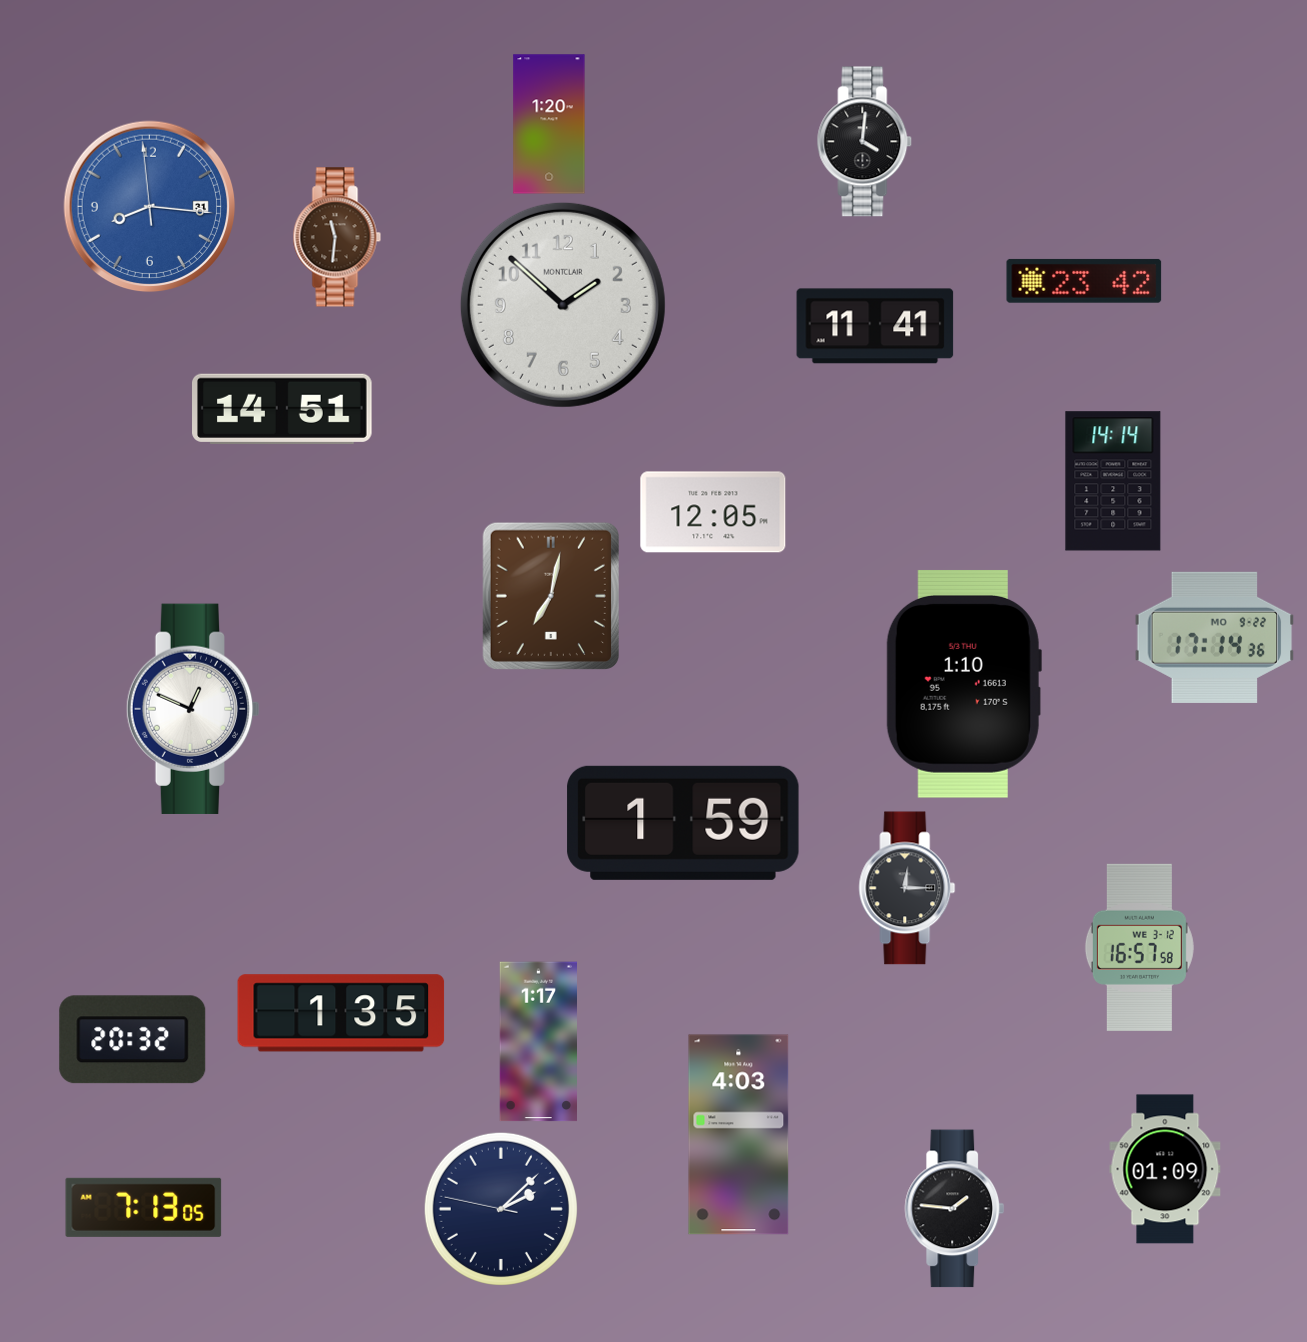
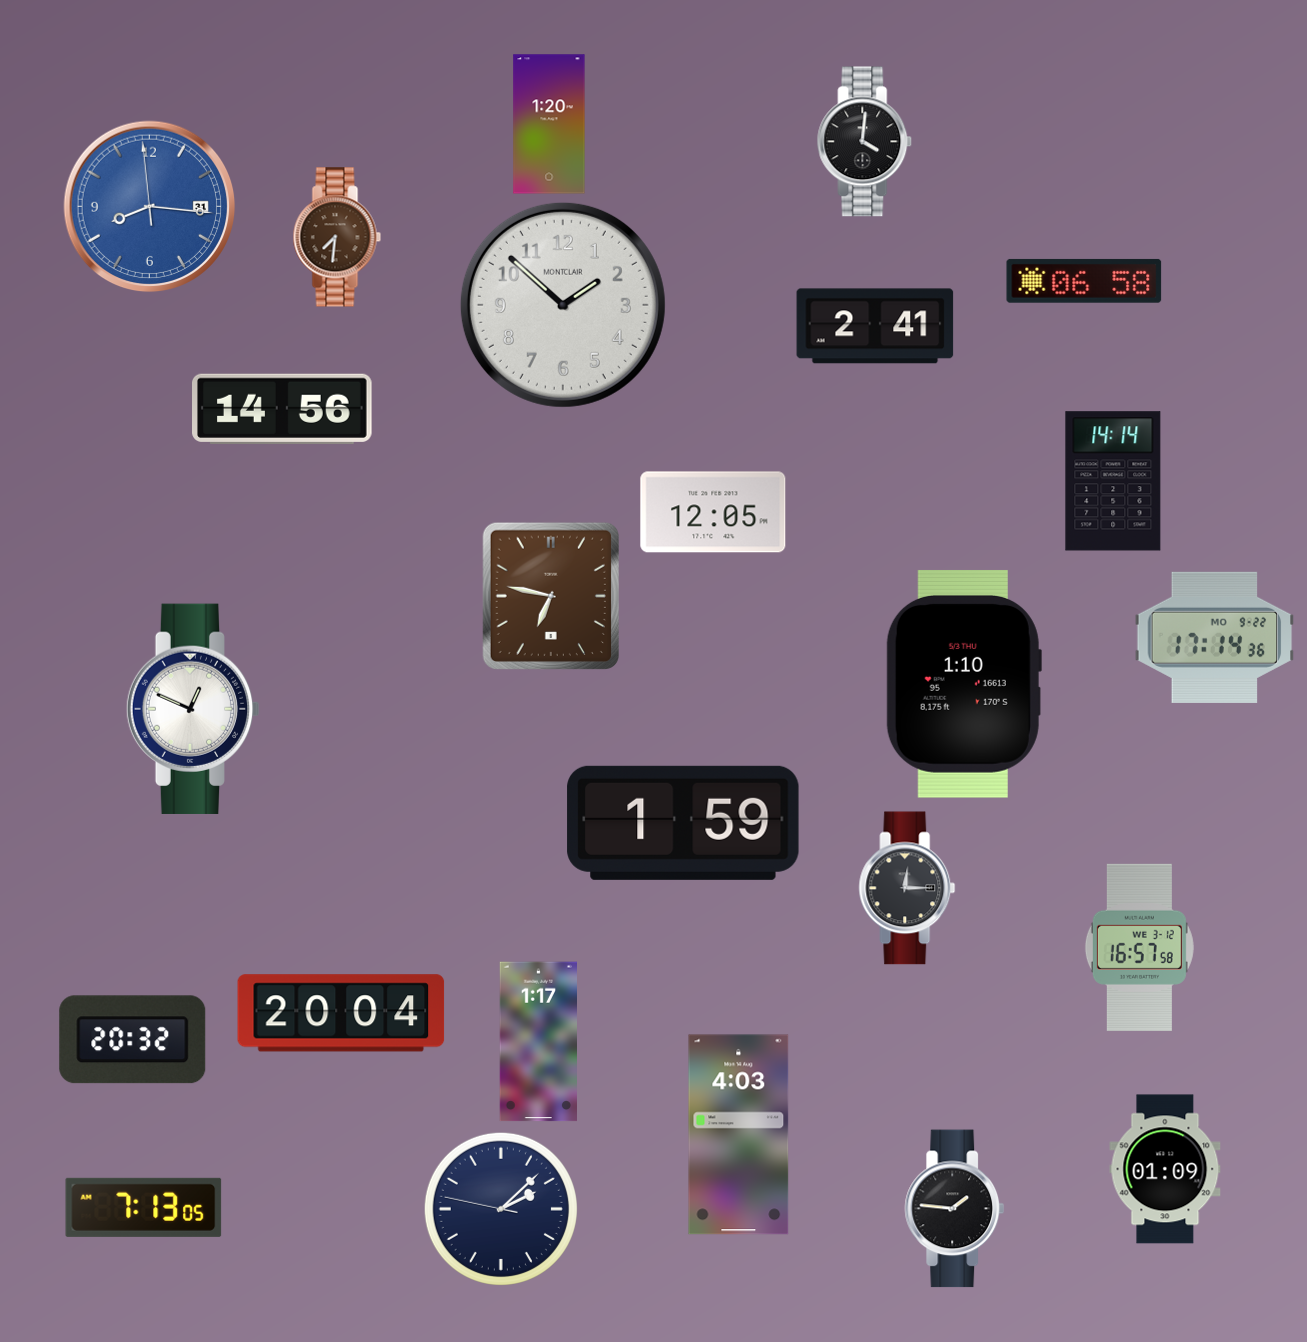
clock at (337, 237): 11:31 -> 7:31
clock at (1084, 281): 23:42 -> 06:58
clock at (875, 326): 11:41 -> 2:41
clock at (282, 409): 14:51 -> 14:56
clock at (551, 595): 7:02 -> 6:47
clock at (341, 1013): 1:35 -> 20:04
